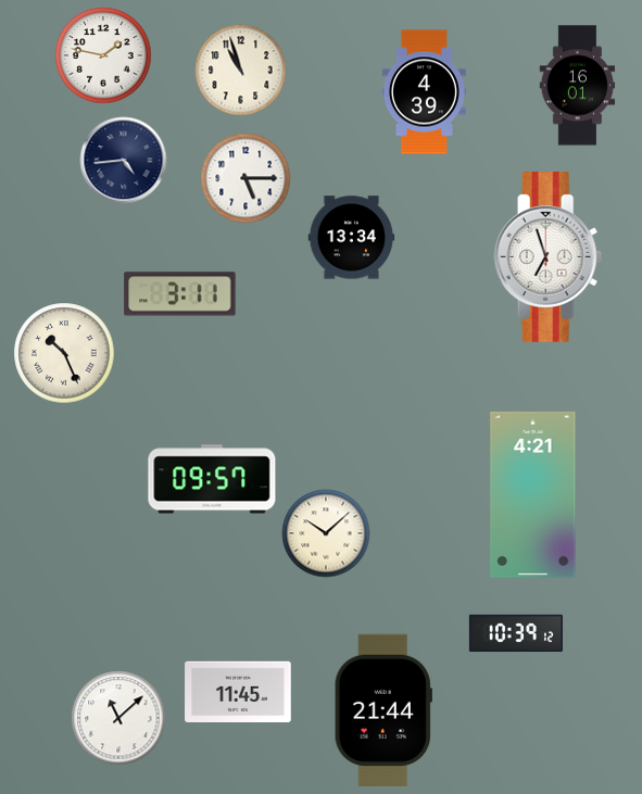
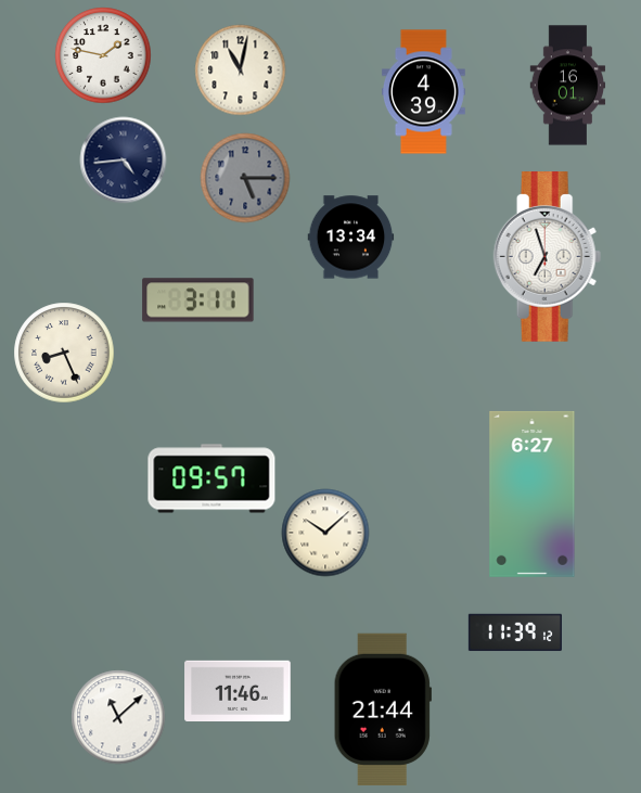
clock at (240, 70): 10:57 -> 11:02
clock at (578, 86) position: (578, 86) -> (568, 86)
clock at (246, 178) dial: white -> grey
clock at (180, 294) position: (180, 294) -> (198, 300)
clock at (64, 353): 10:26 -> 8:26
clock at (533, 494): 4:21 -> 6:27
clock at (516, 633): 10:39 -> 11:39
clock at (238, 691): 11:45 -> 11:46
